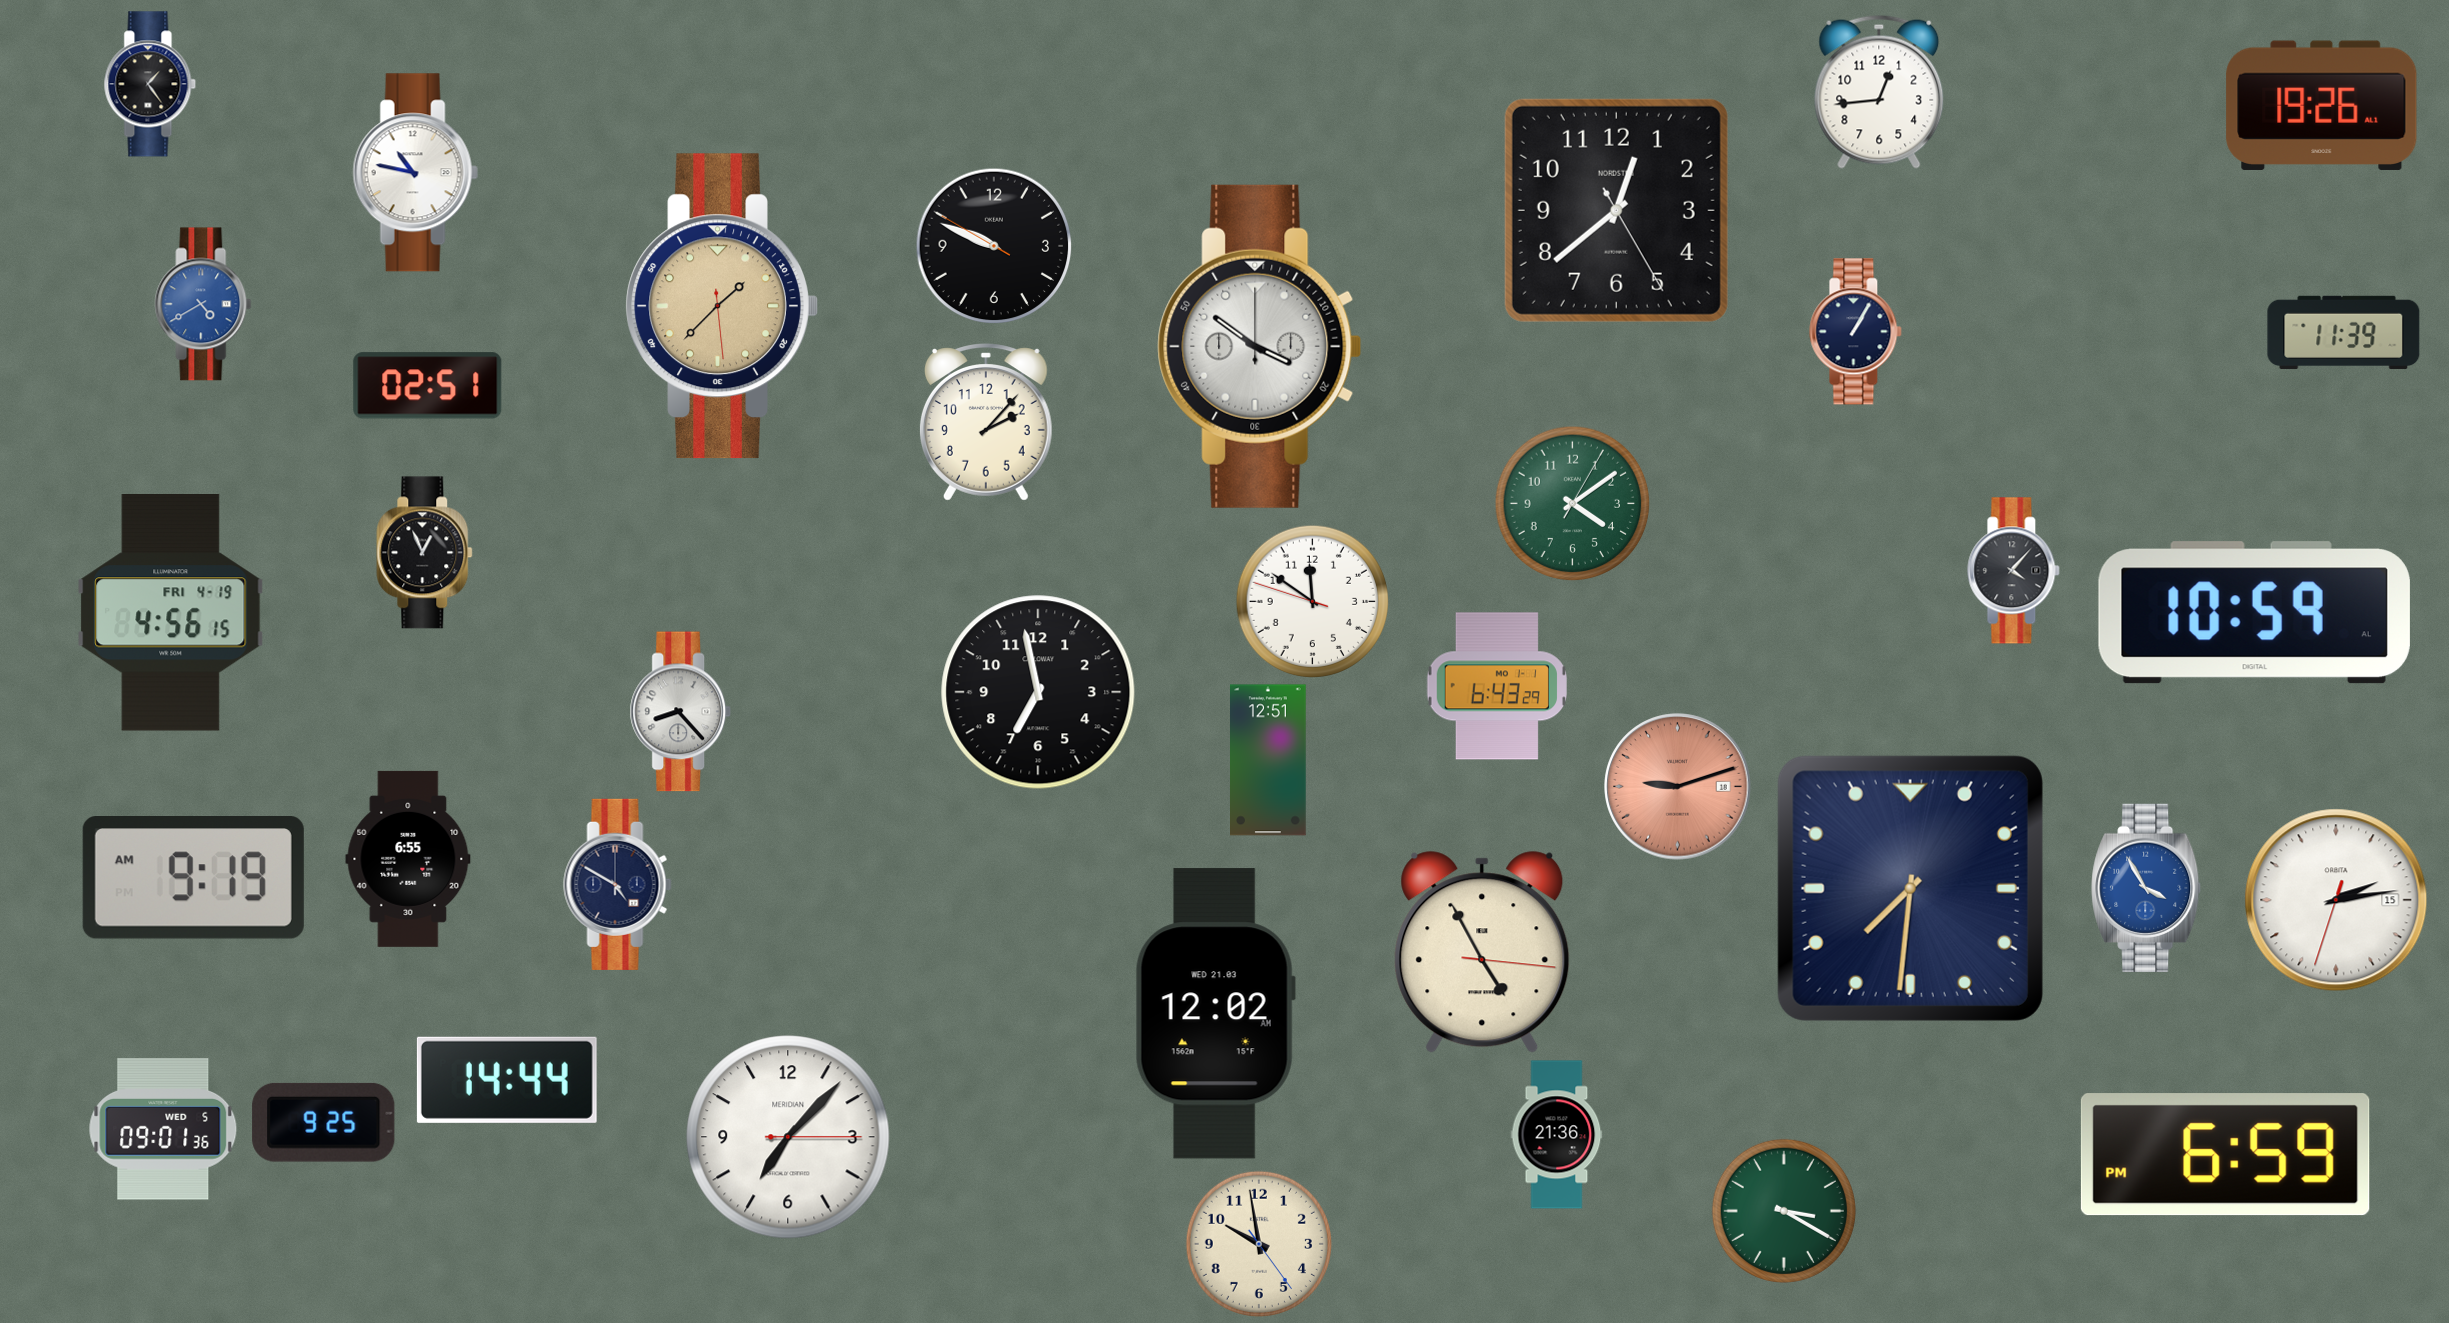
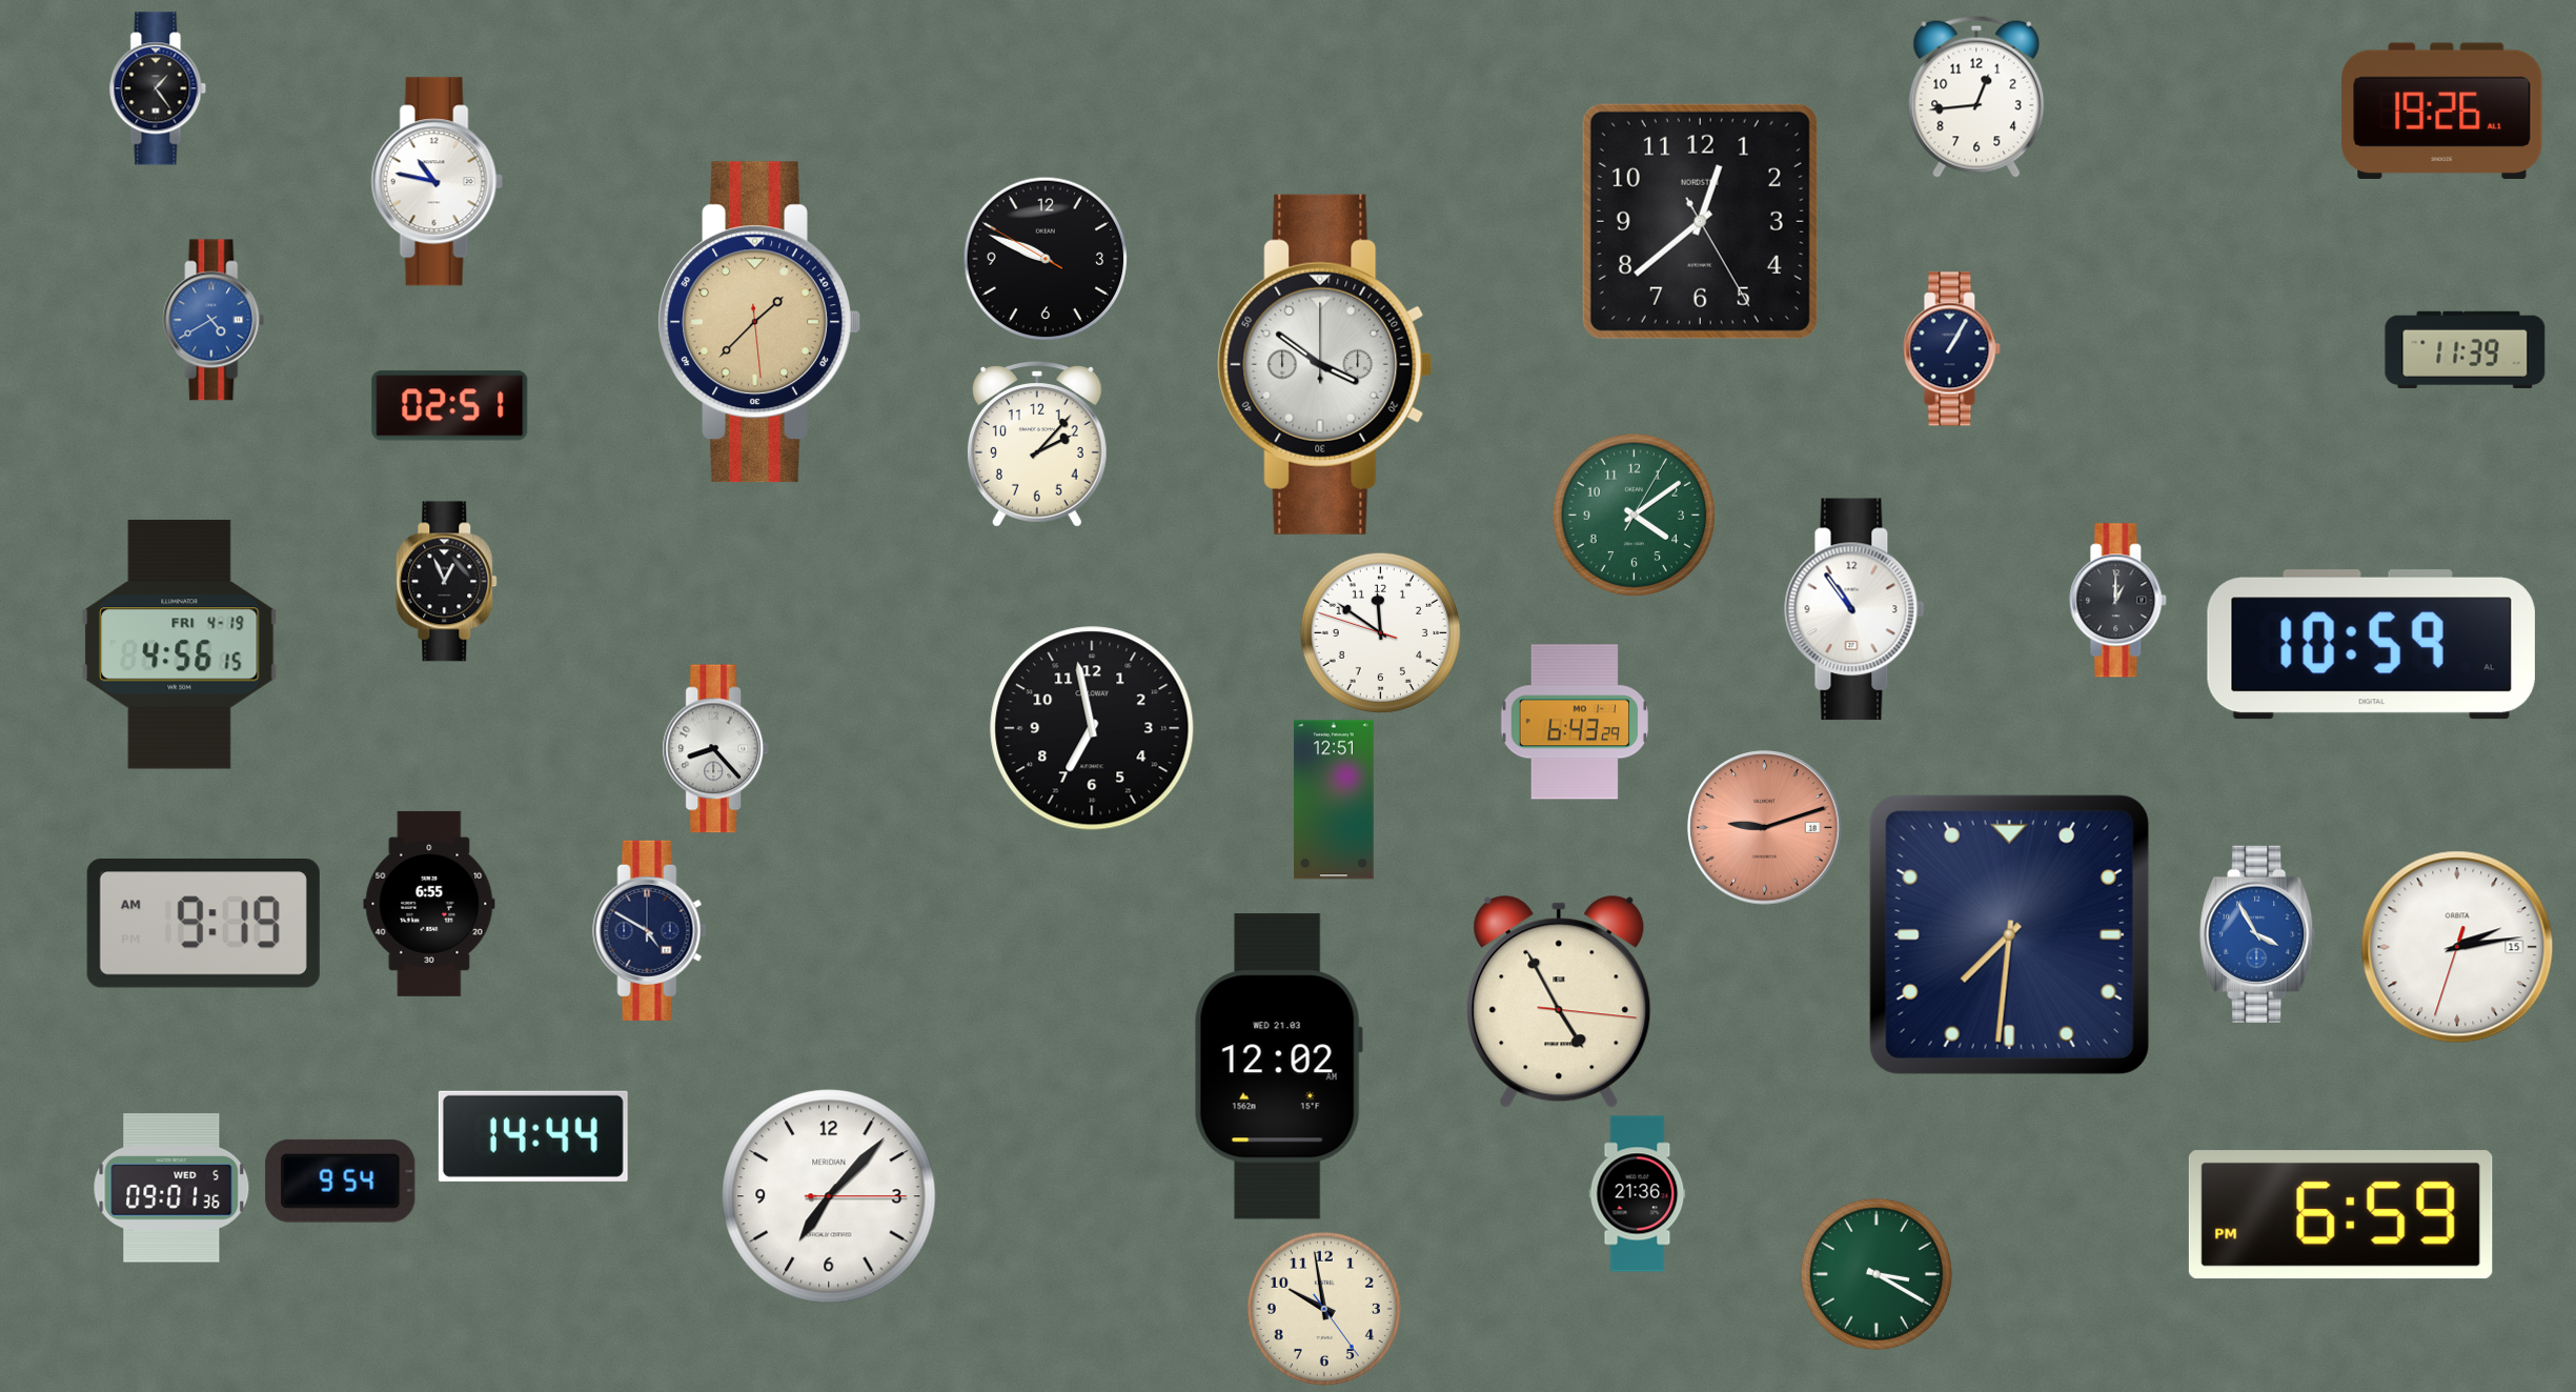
clock at (1573, 504) position: (1573, 504) -> (1635, 516)
clock at (2014, 571): 4:07 -> 1:00
clock at (1854, 609): none -> 10:54
clock at (324, 1122): 9:25 -> 9:54
